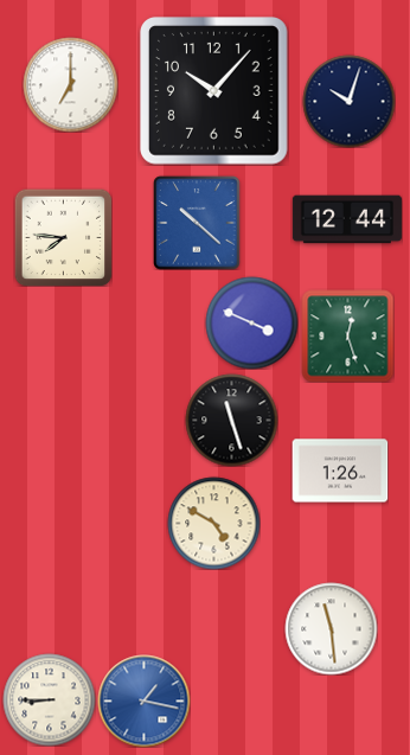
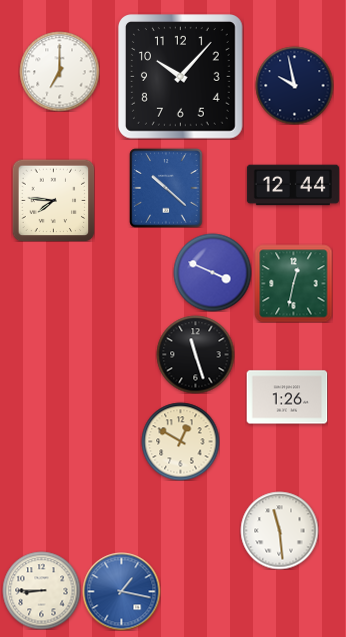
clock at (348, 101): 10:03 -> 9:58
clock at (347, 335): 12:27 -> 12:32
clock at (213, 523): 4:50 -> 12:50
